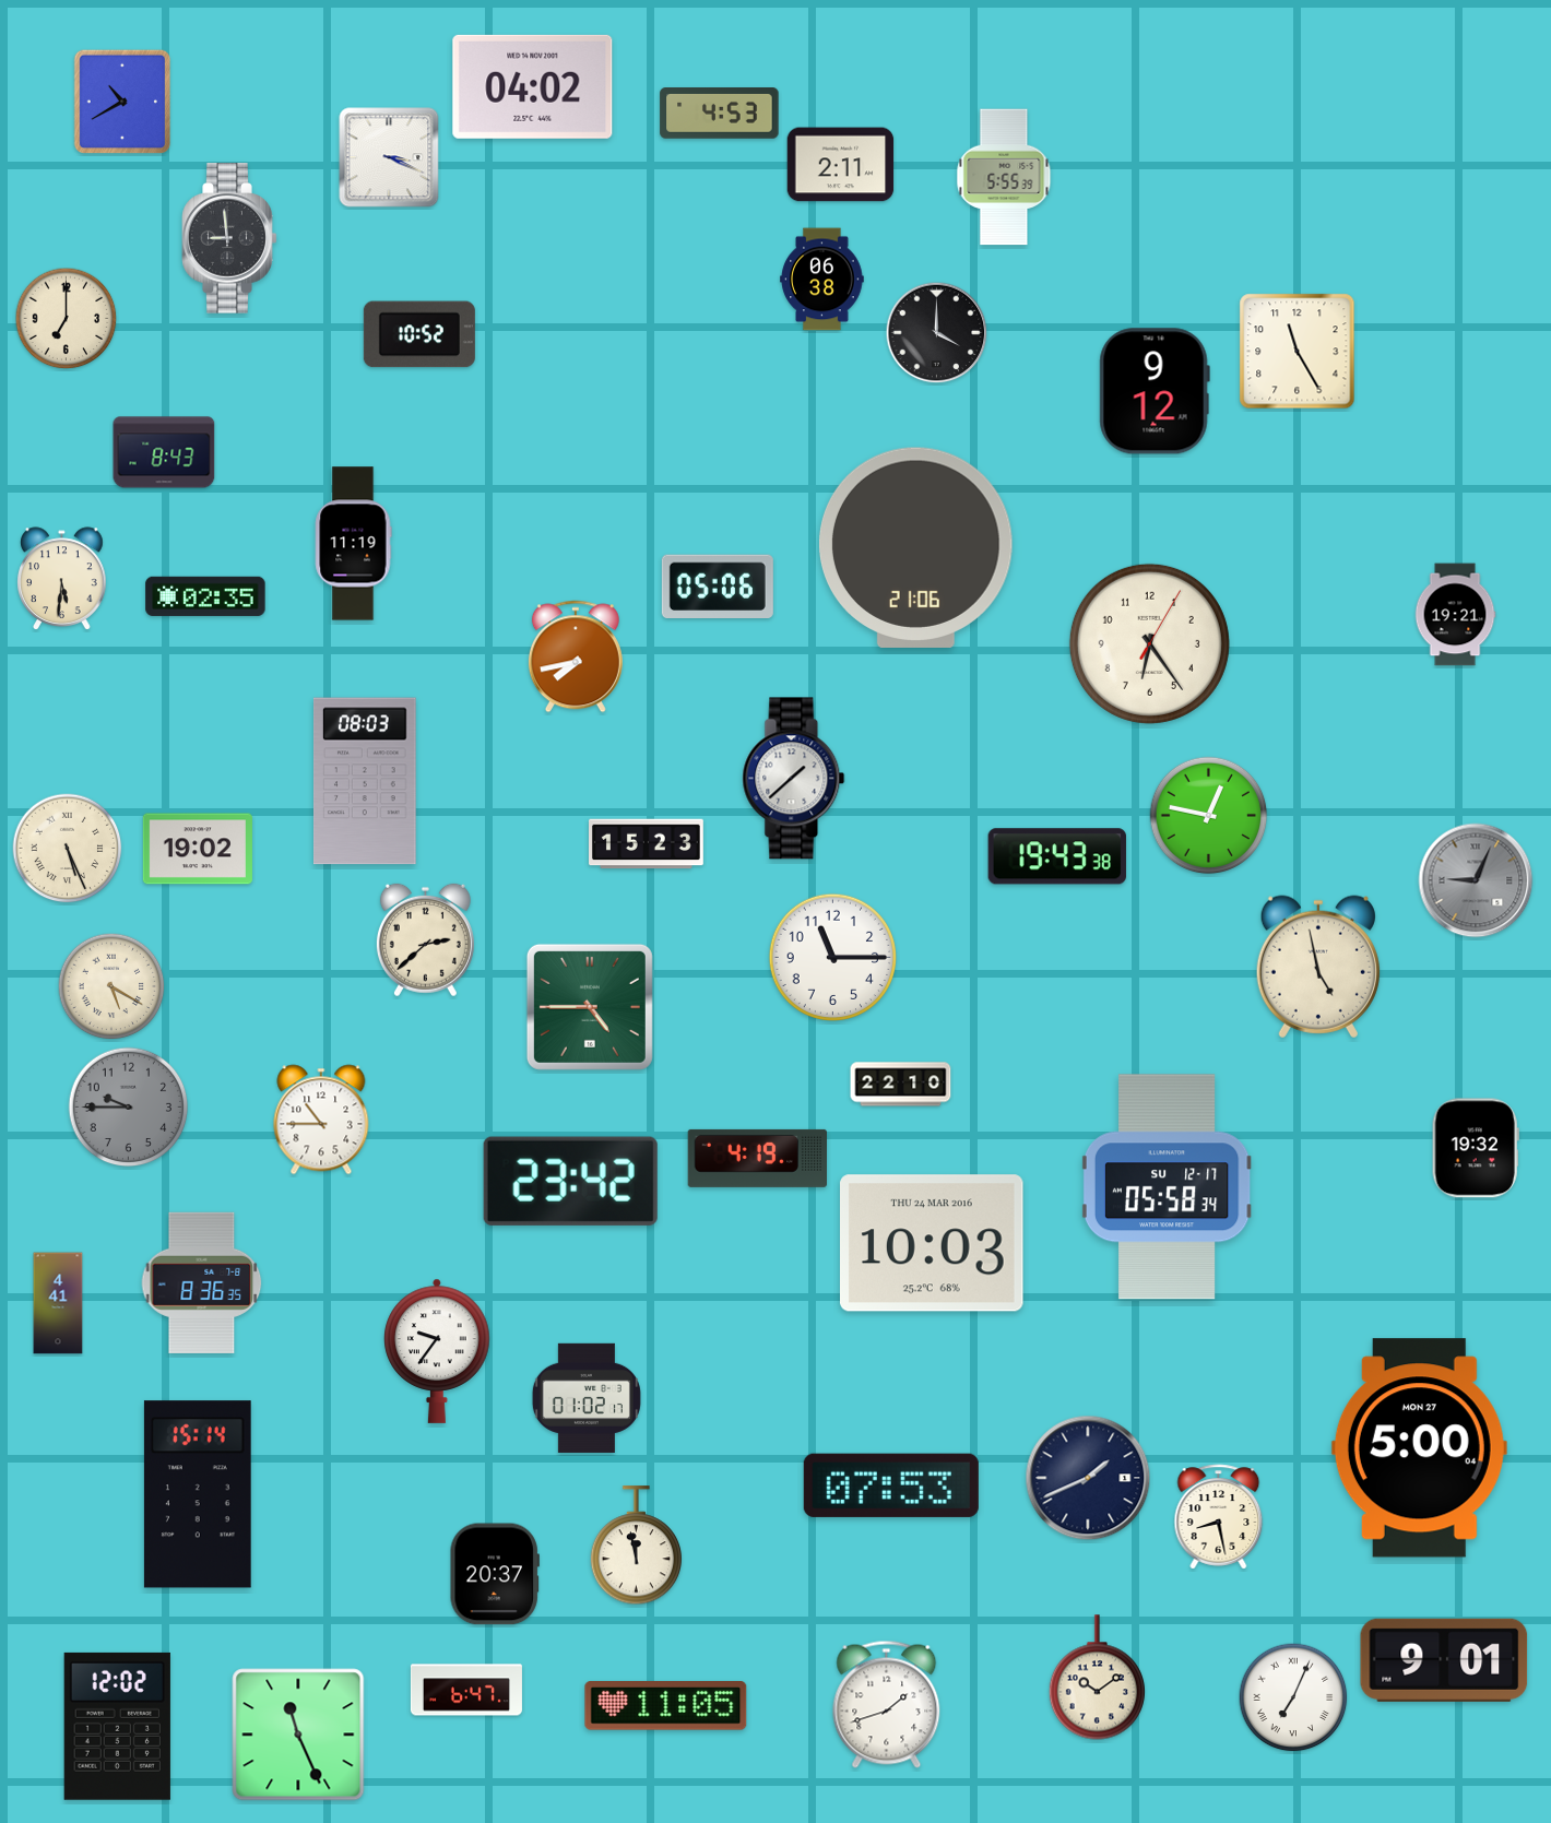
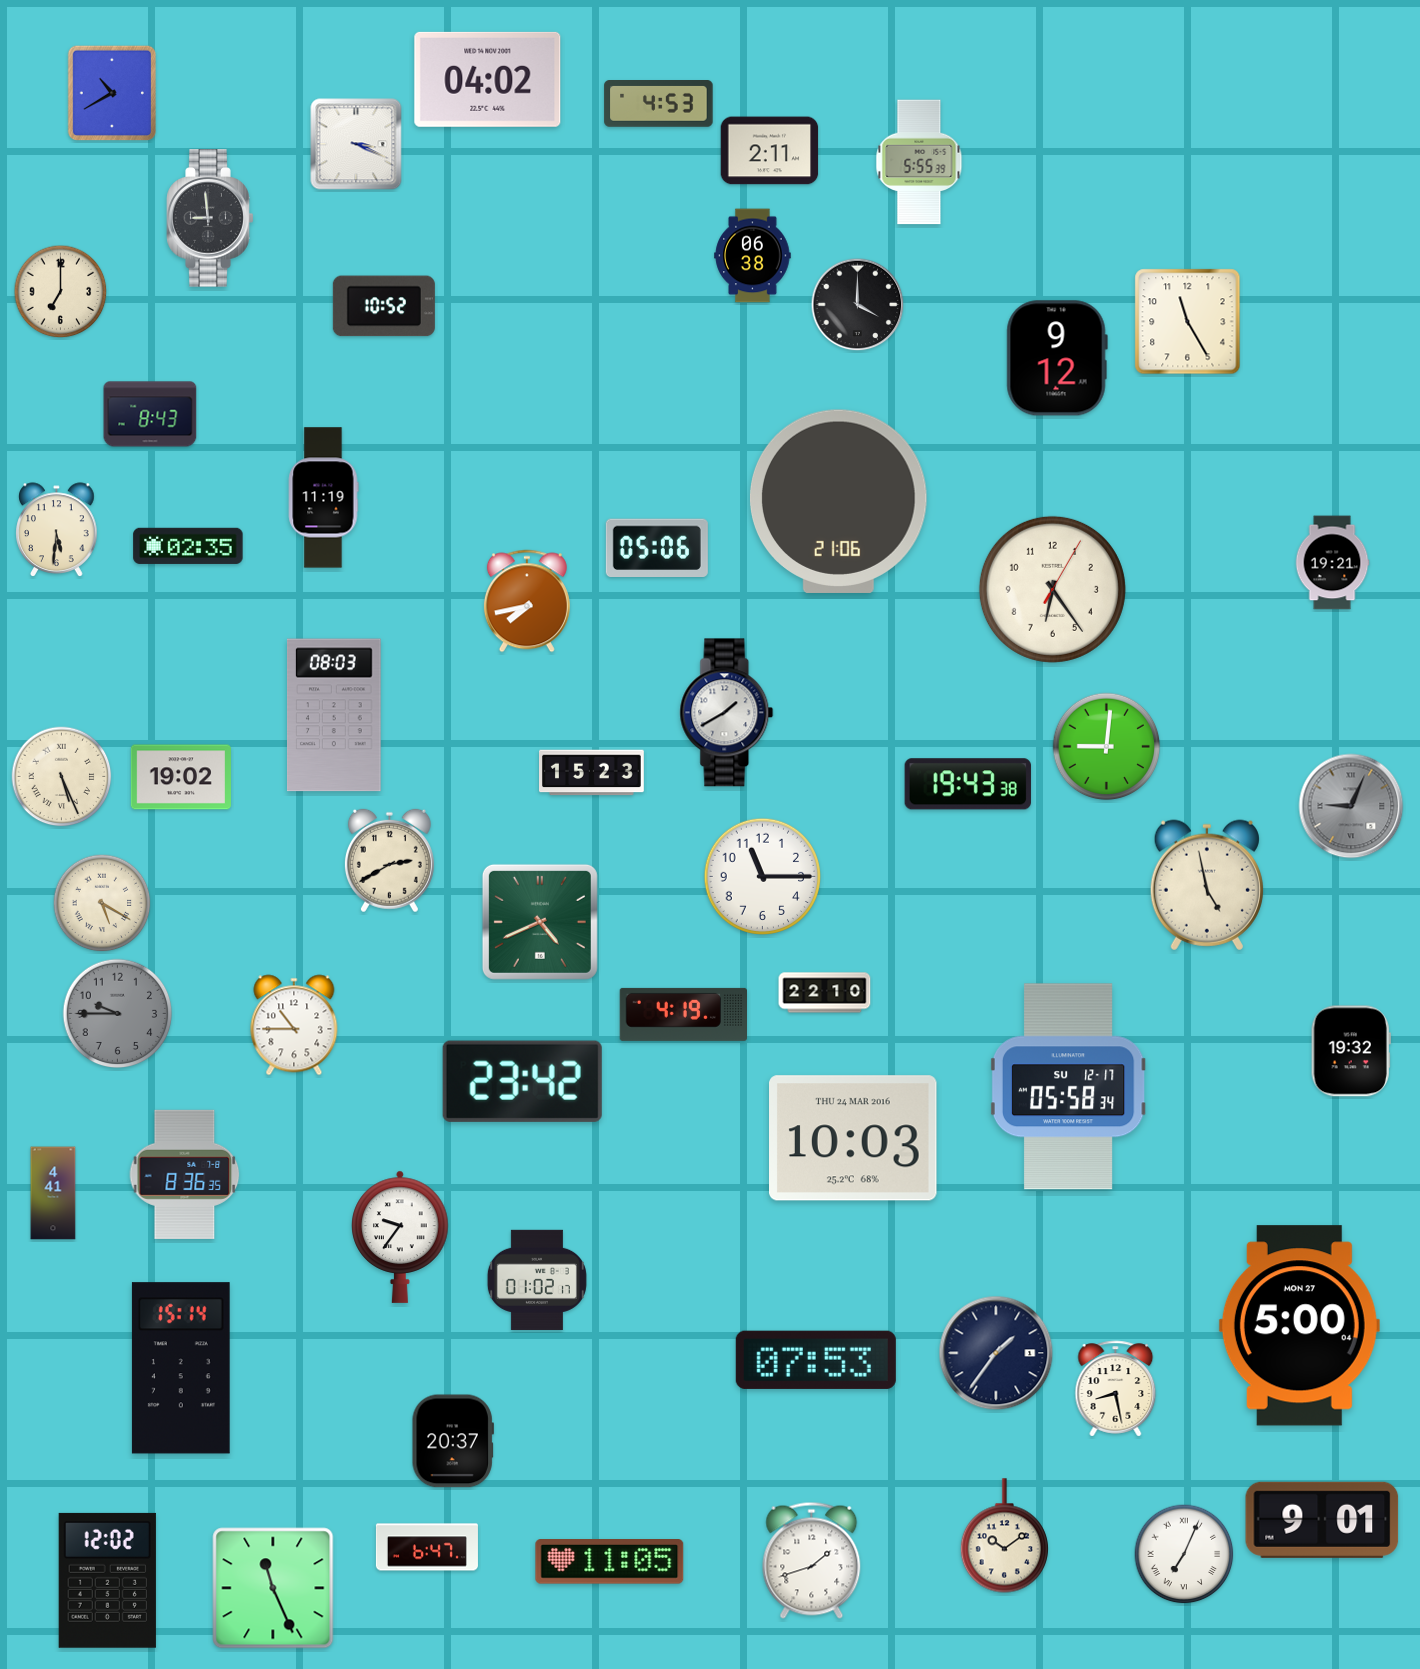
clock at (718, 585) position: (718, 585) -> (657, 547)
clock at (794, 779): 1:38 -> 1:40
clock at (1209, 816): 12:47 -> 9:01
clock at (425, 940): 2:38 -> 2:40
clock at (590, 1007): 4:45 -> 4:41
clock at (758, 1158) position: (758, 1158) -> (684, 1014)
clock at (1088, 1478): 1:41 -> 1:36
clock at (636, 1546): 11:58 -> none
